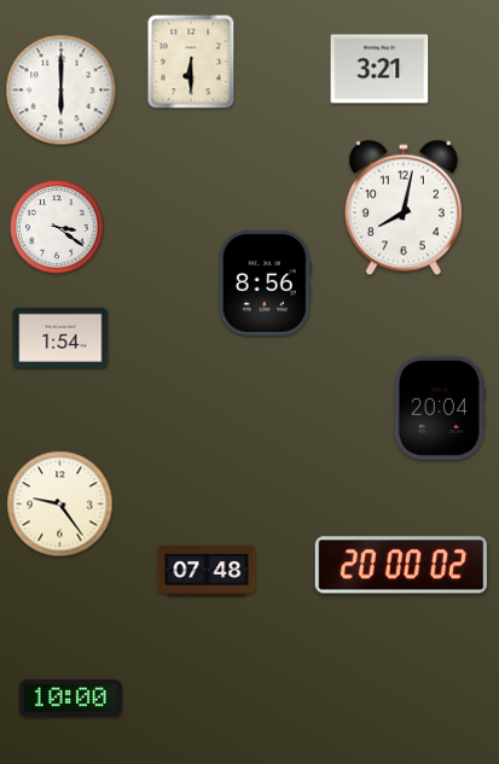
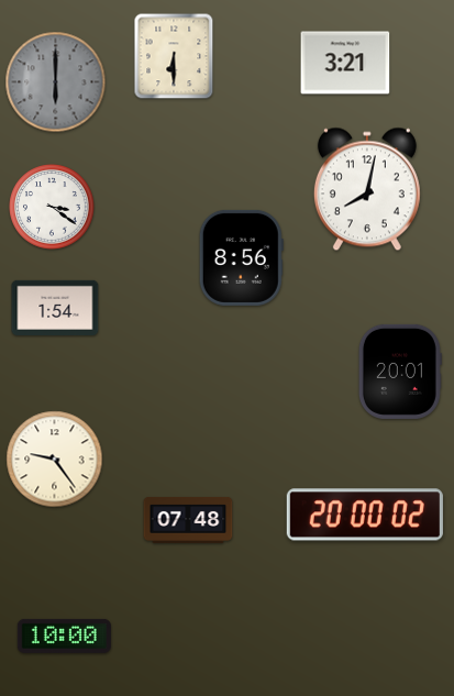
clock at (62, 91) dial: white -> grey
clock at (440, 408): 20:04 -> 20:01
